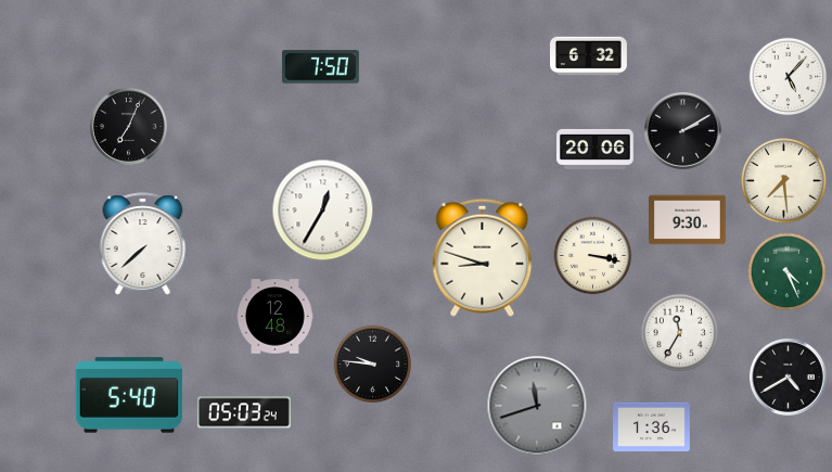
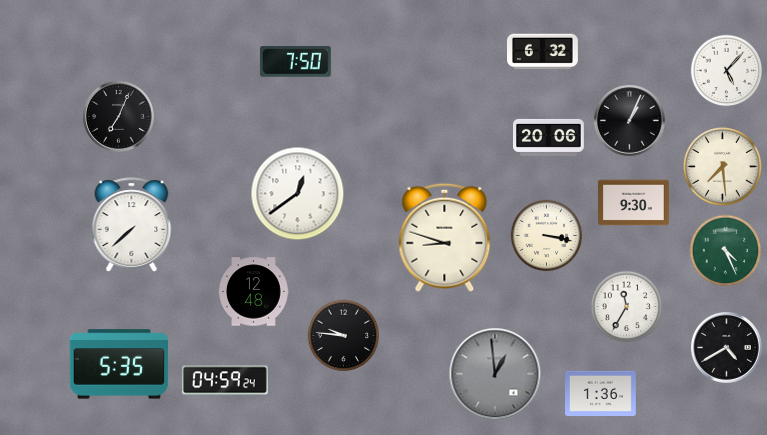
clock at (683, 131): 2:10 -> 1:04
clock at (323, 211): 12:35 -> 12:39
clock at (129, 395): 5:40 -> 5:35
clock at (537, 406): 11:42 -> 12:59
clock at (244, 412): 05:03 -> 04:59
